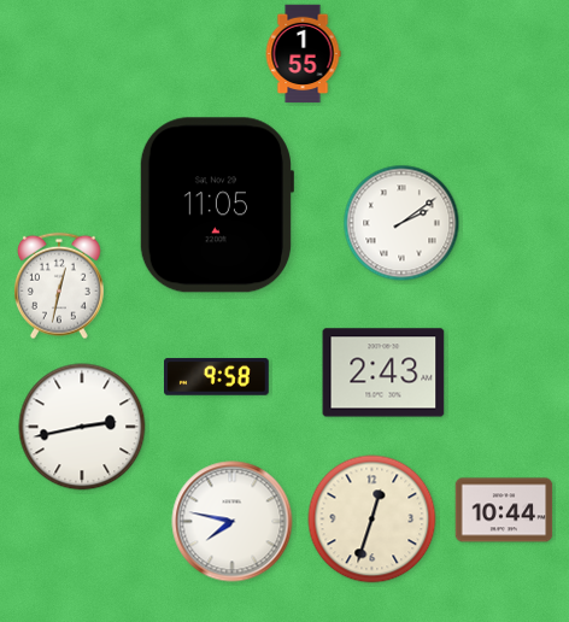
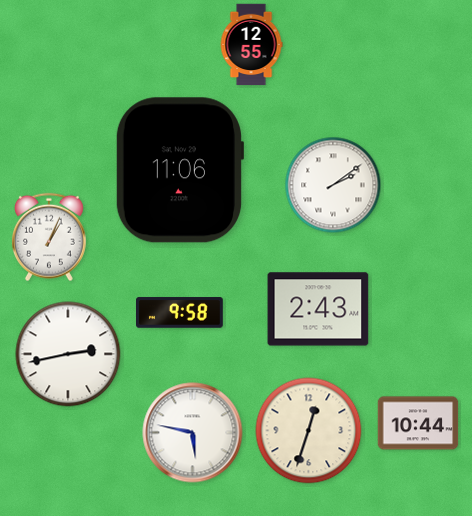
clock at (303, 54): 1:55 -> 12:55
clock at (216, 205): 11:05 -> 11:06
clock at (59, 286): 12:32 -> 1:04
clock at (233, 522): 7:47 -> 5:47
